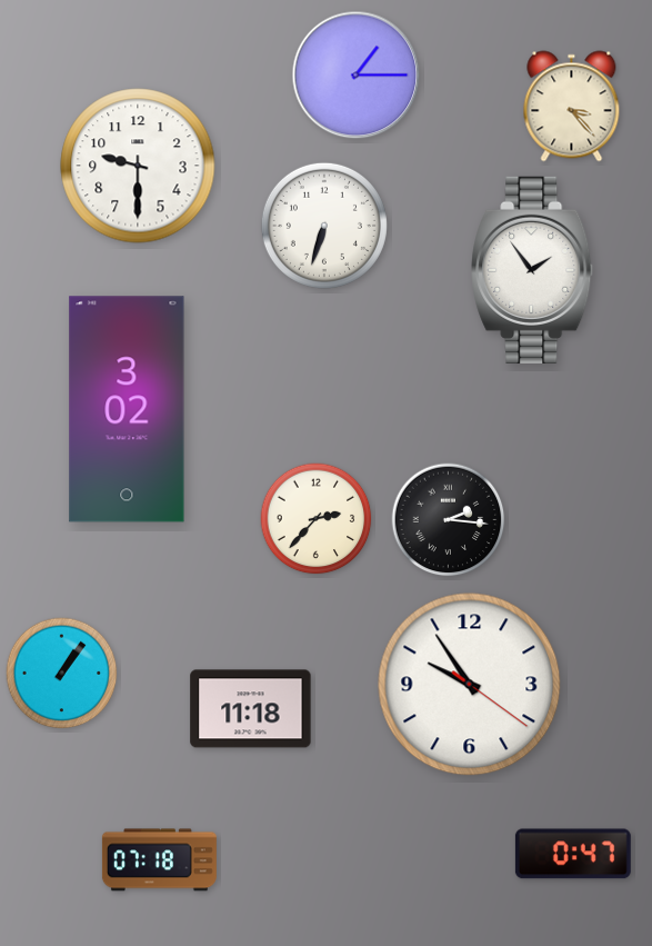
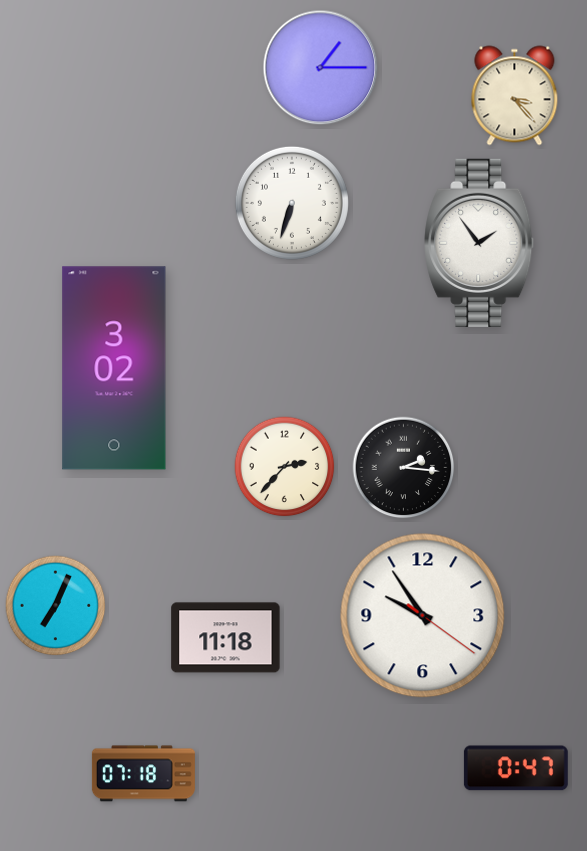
clock at (138, 166): 9:30 -> none
clock at (62, 674): 1:06 -> 7:04
